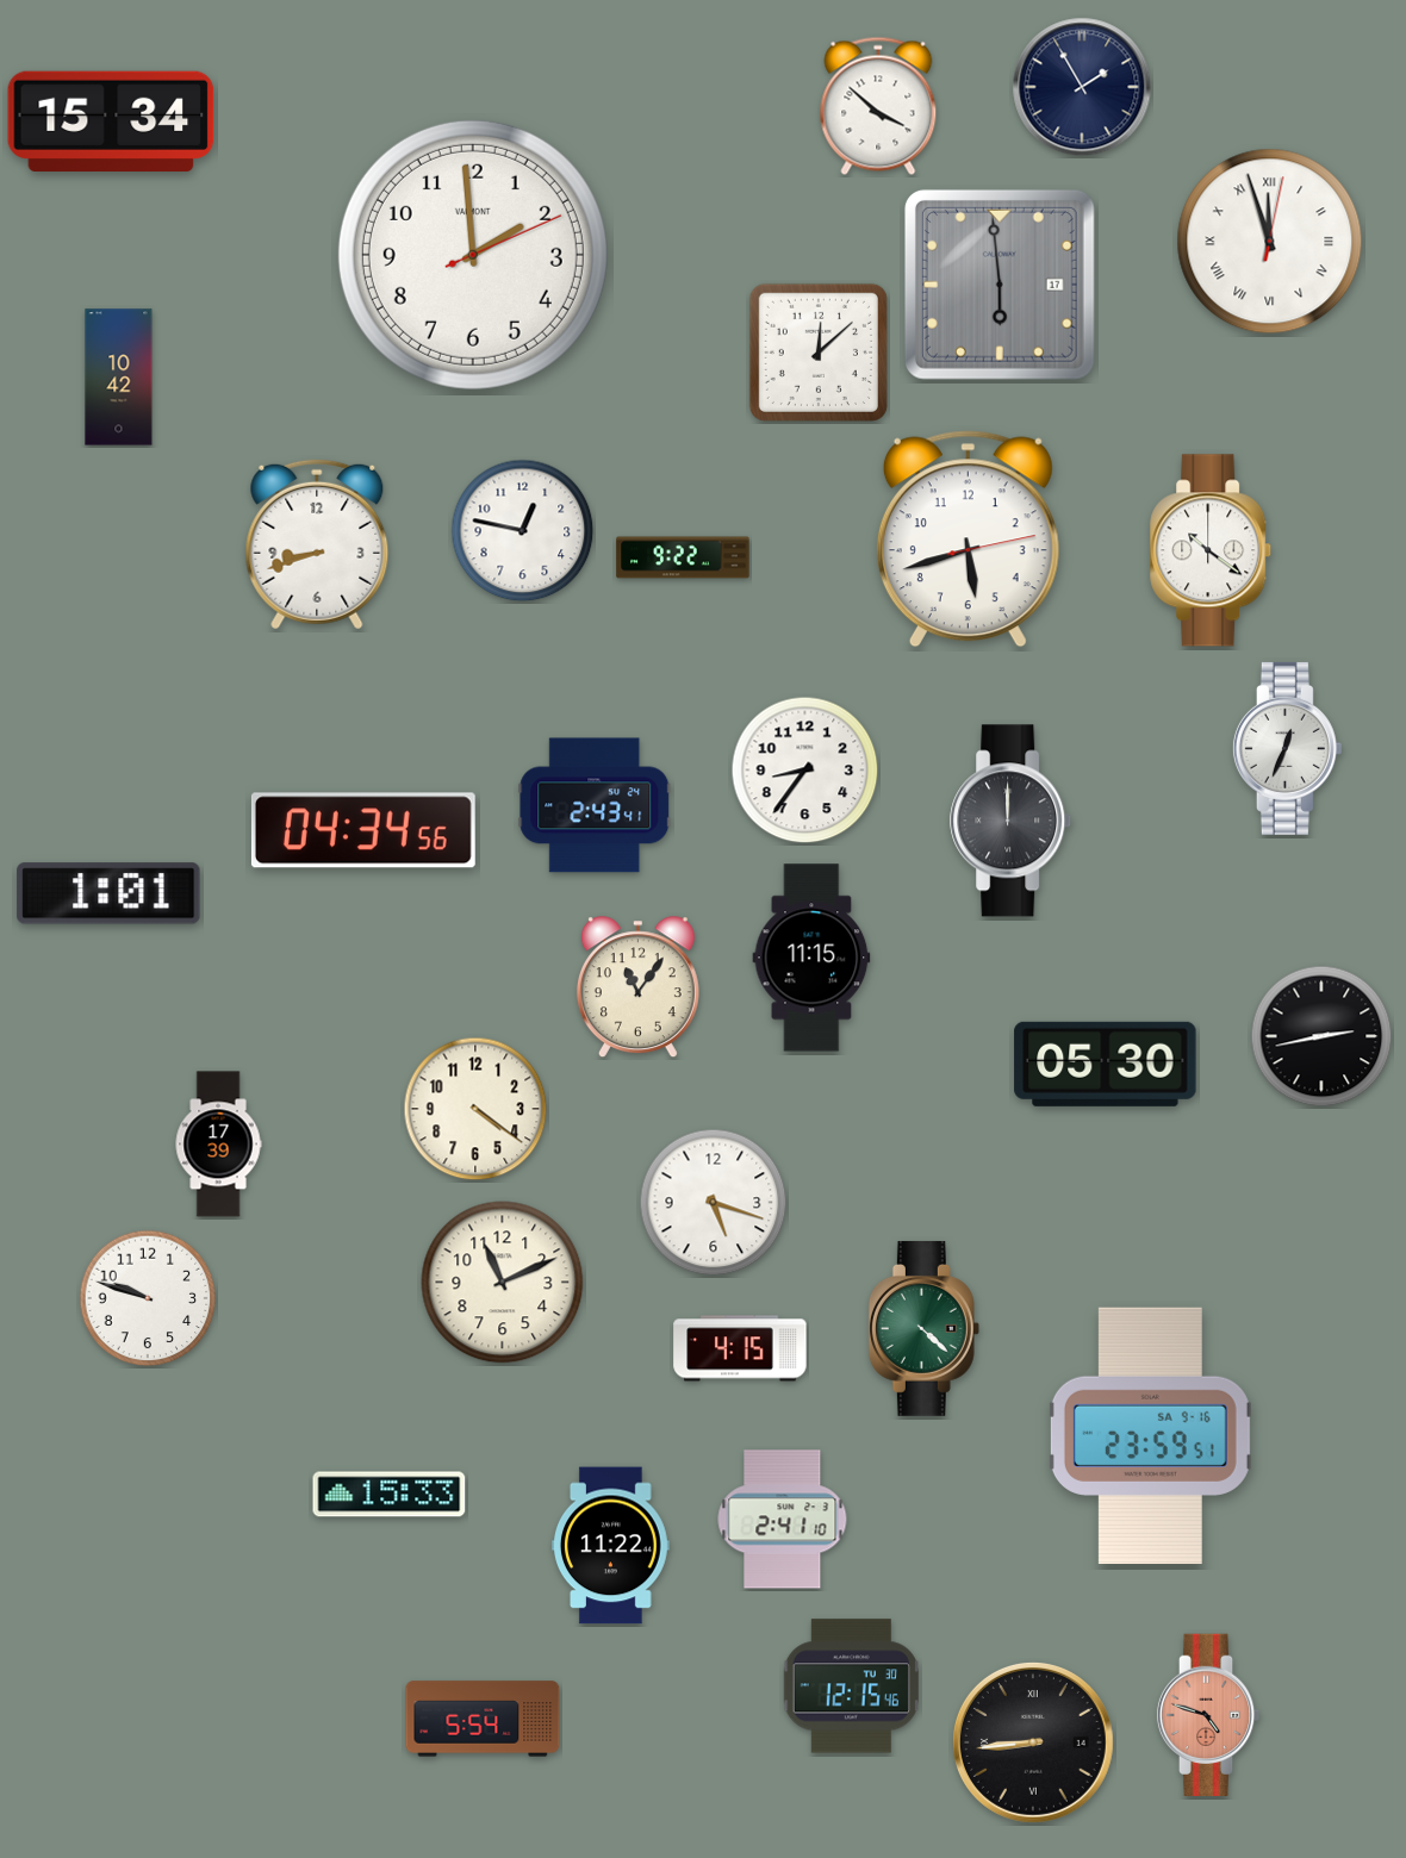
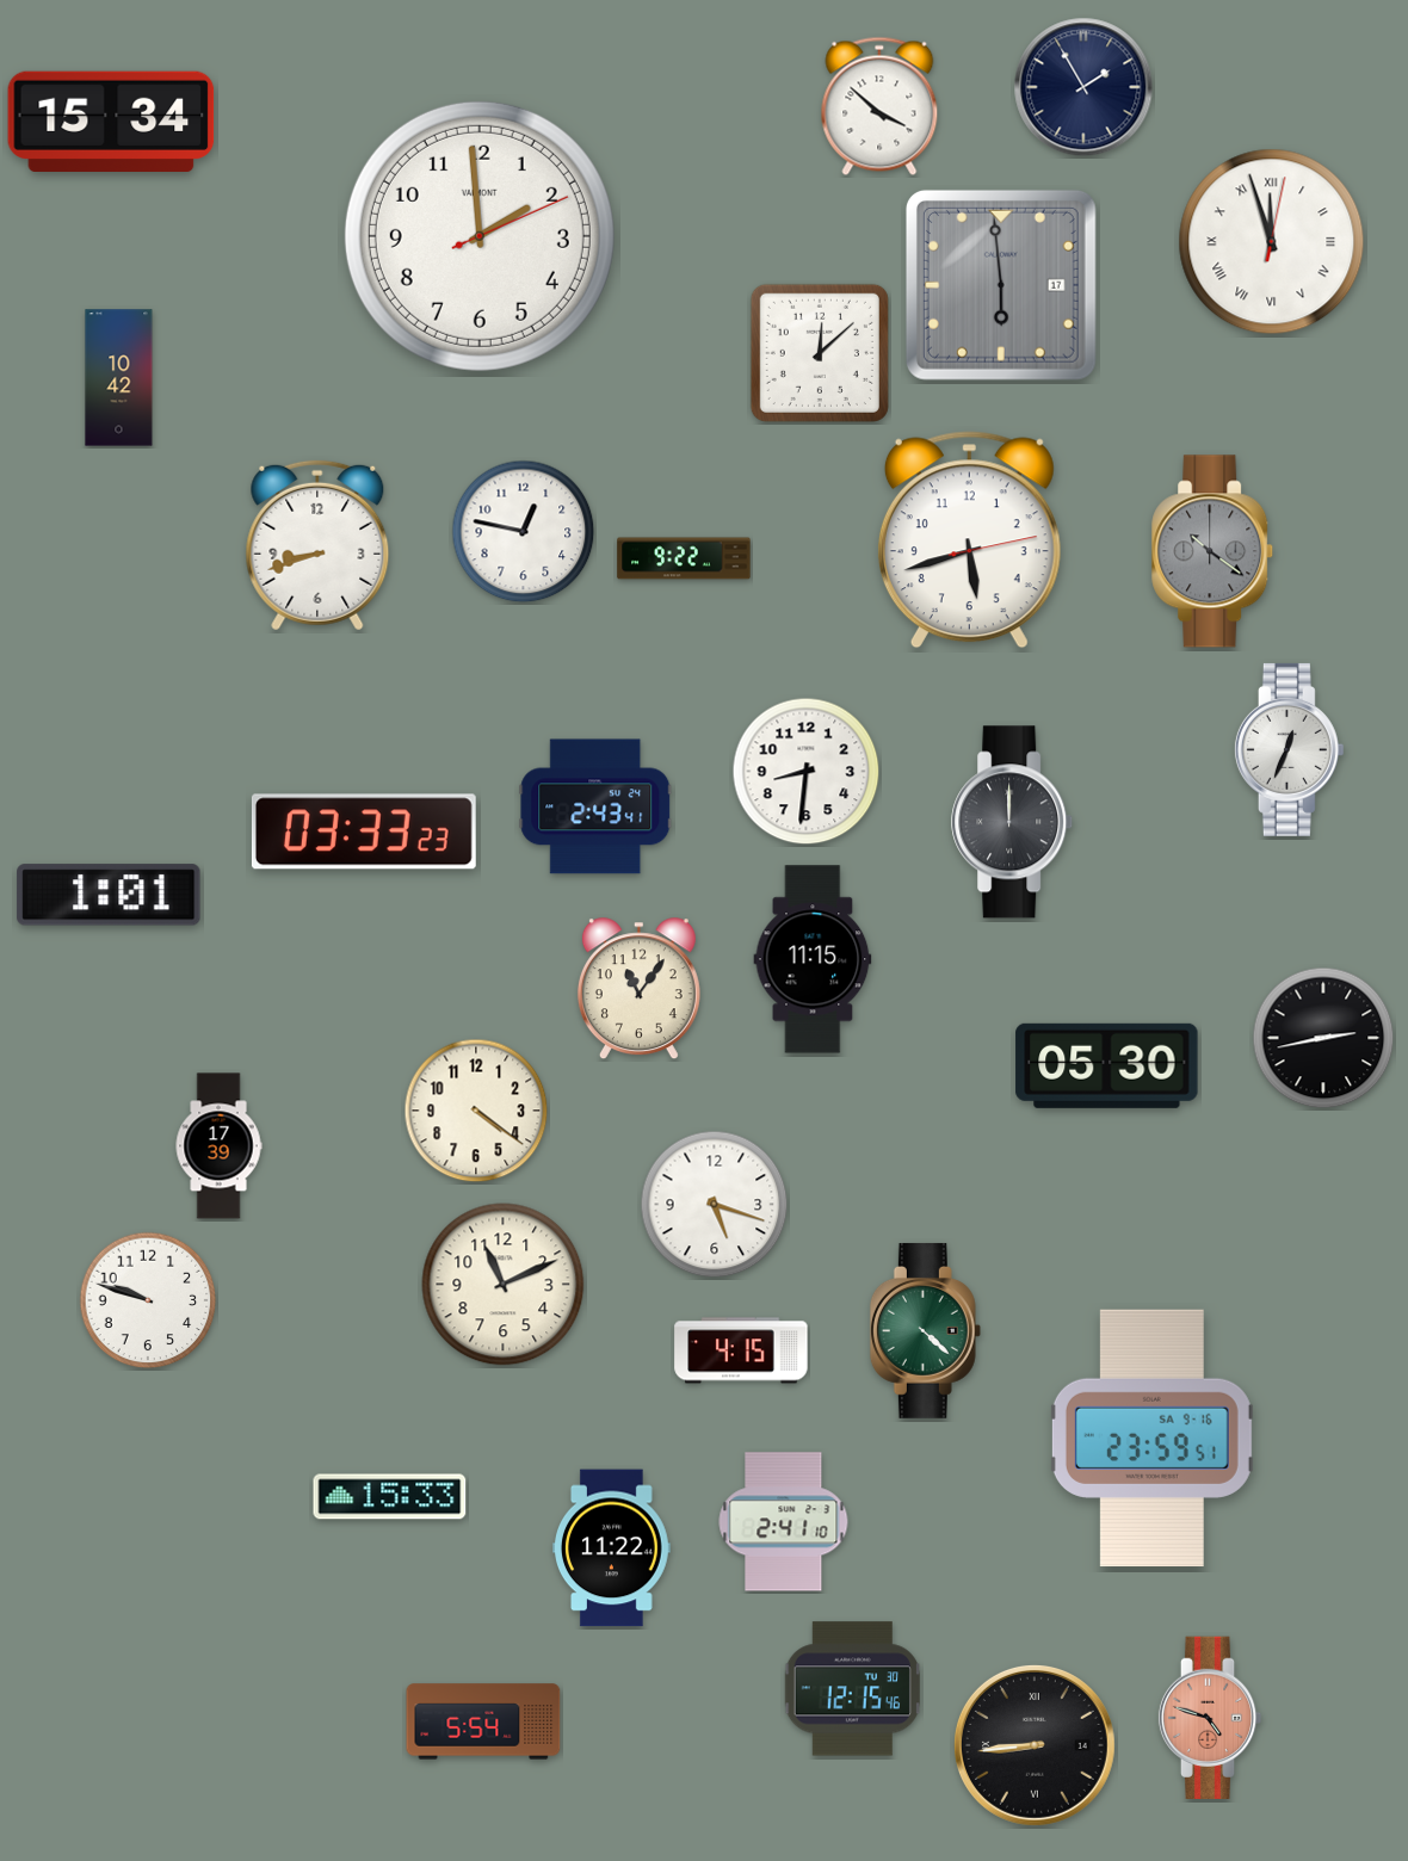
clock at (473, 255) position: (473, 255) -> (480, 236)
clock at (1212, 550) dial: white -> grey
clock at (805, 771): 8:36 -> 8:31
clock at (363, 830): 04:34 -> 03:33
